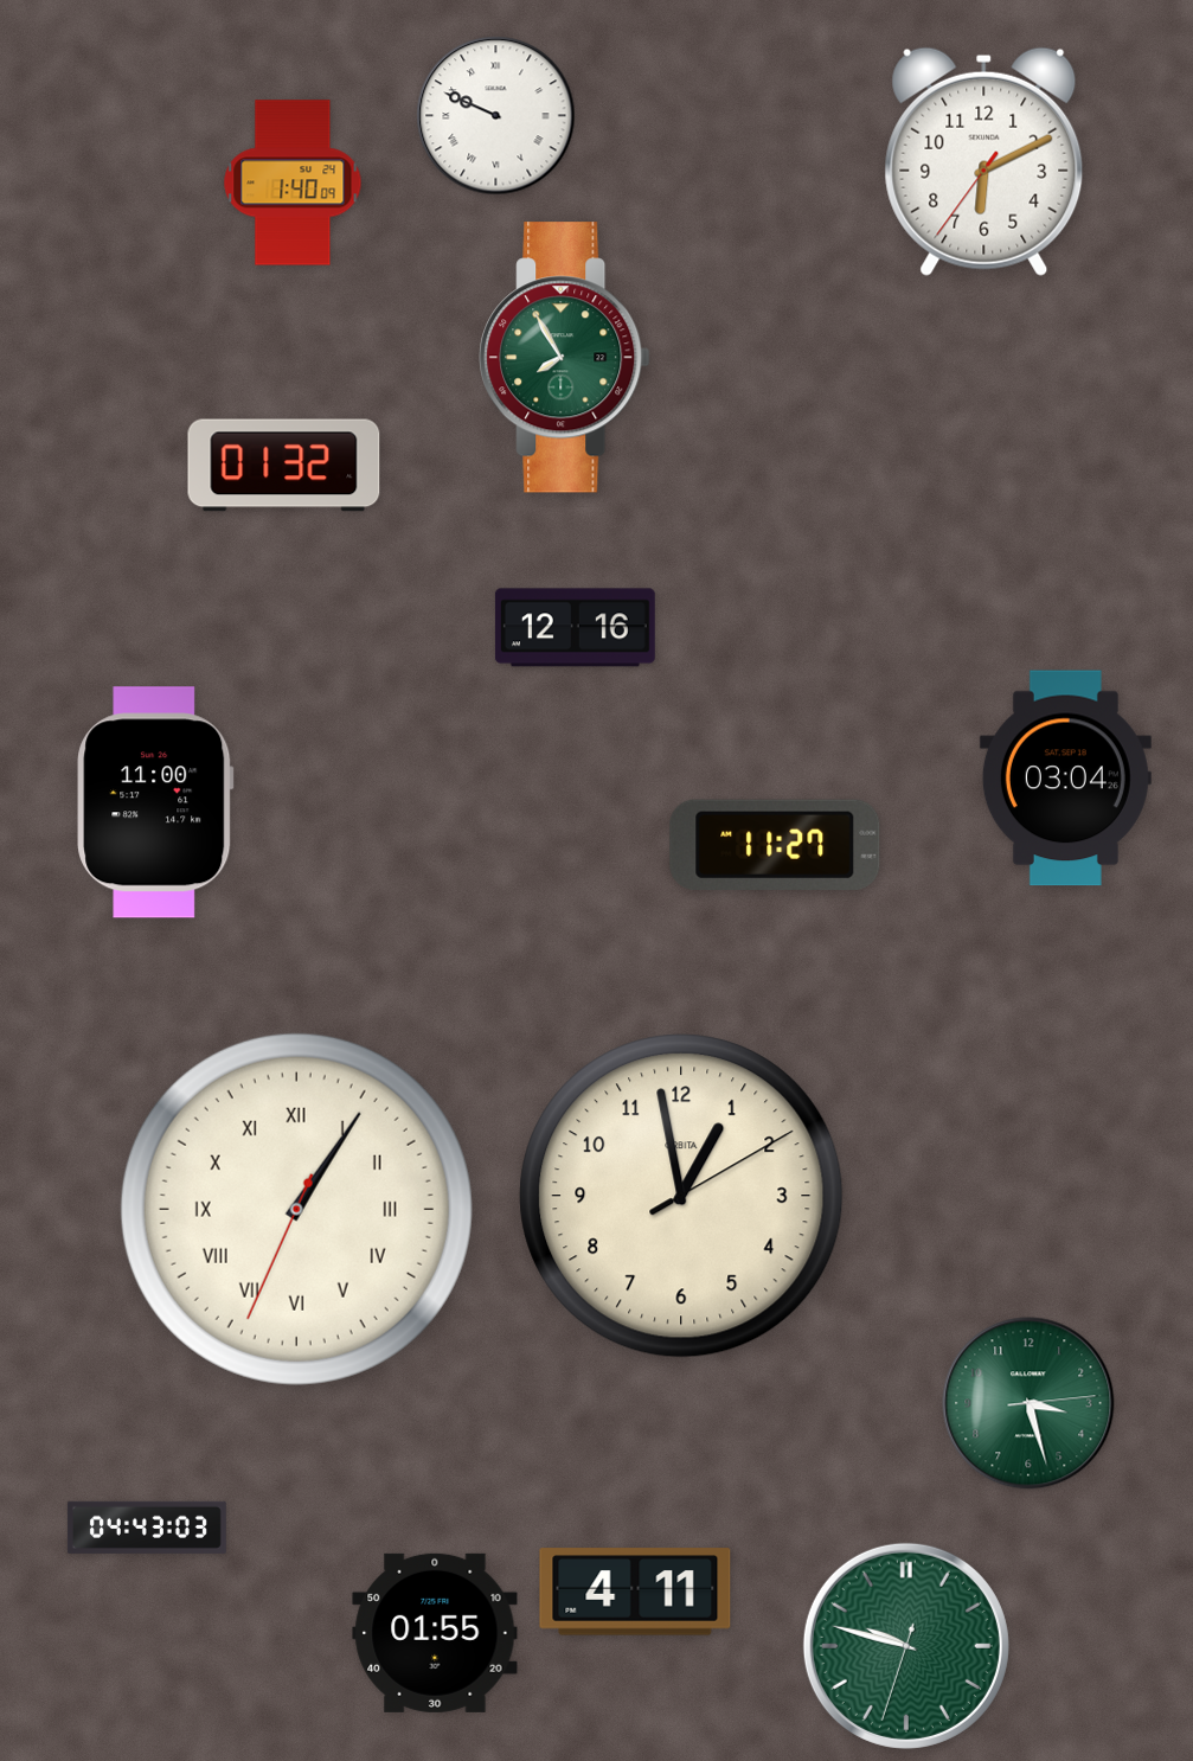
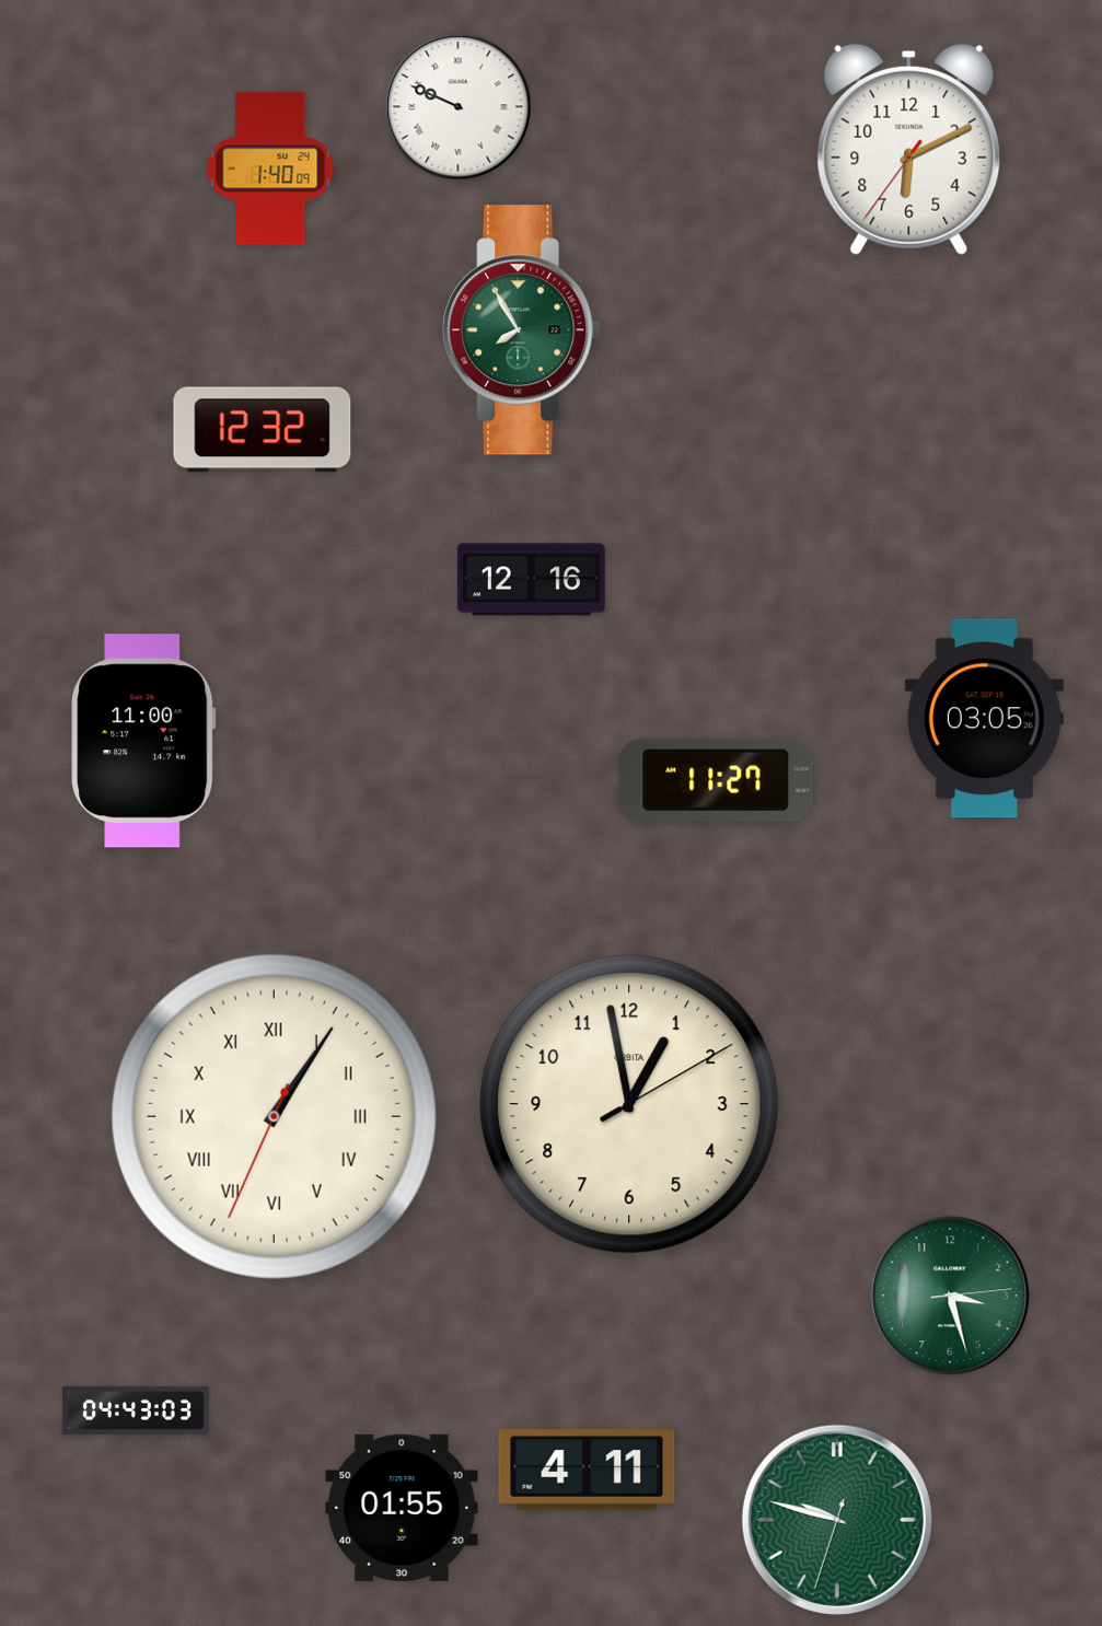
clock at (284, 466): 01:32 -> 12:32
clock at (1065, 779): 03:04 -> 03:05
